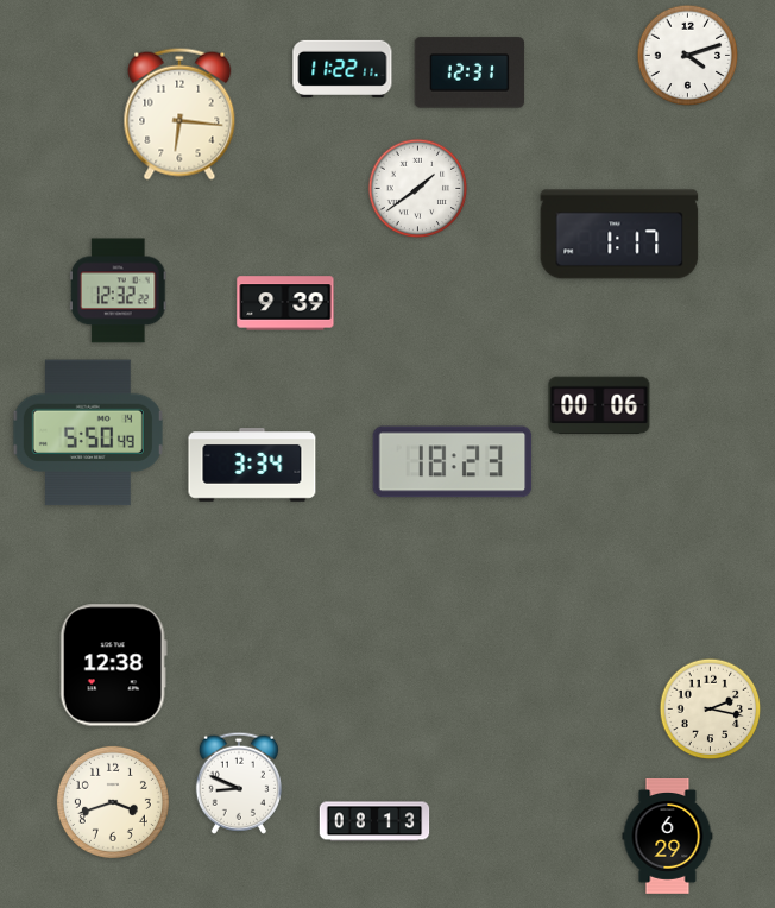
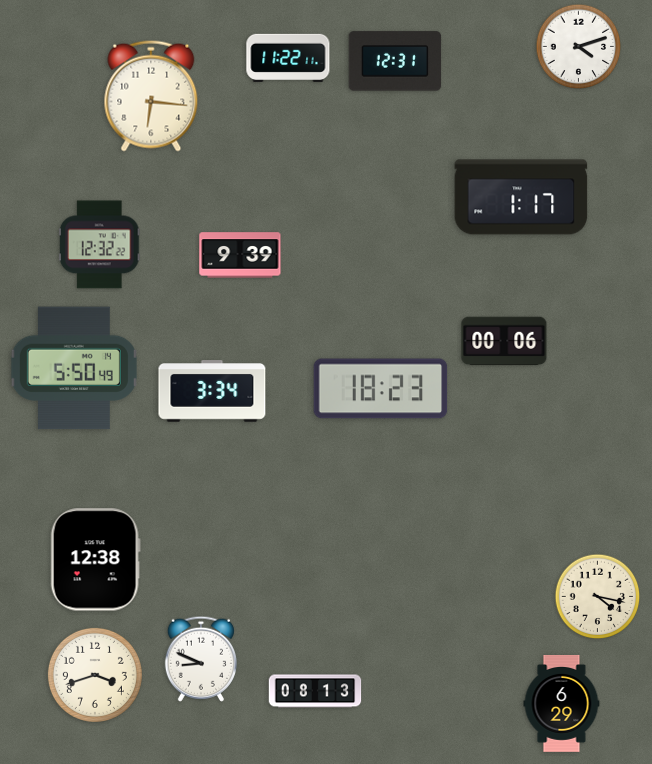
clock at (418, 189): 1:39 -> none
clock at (88, 433) position: (88, 433) -> (74, 368)
clock at (711, 710): 2:17 -> 4:17
